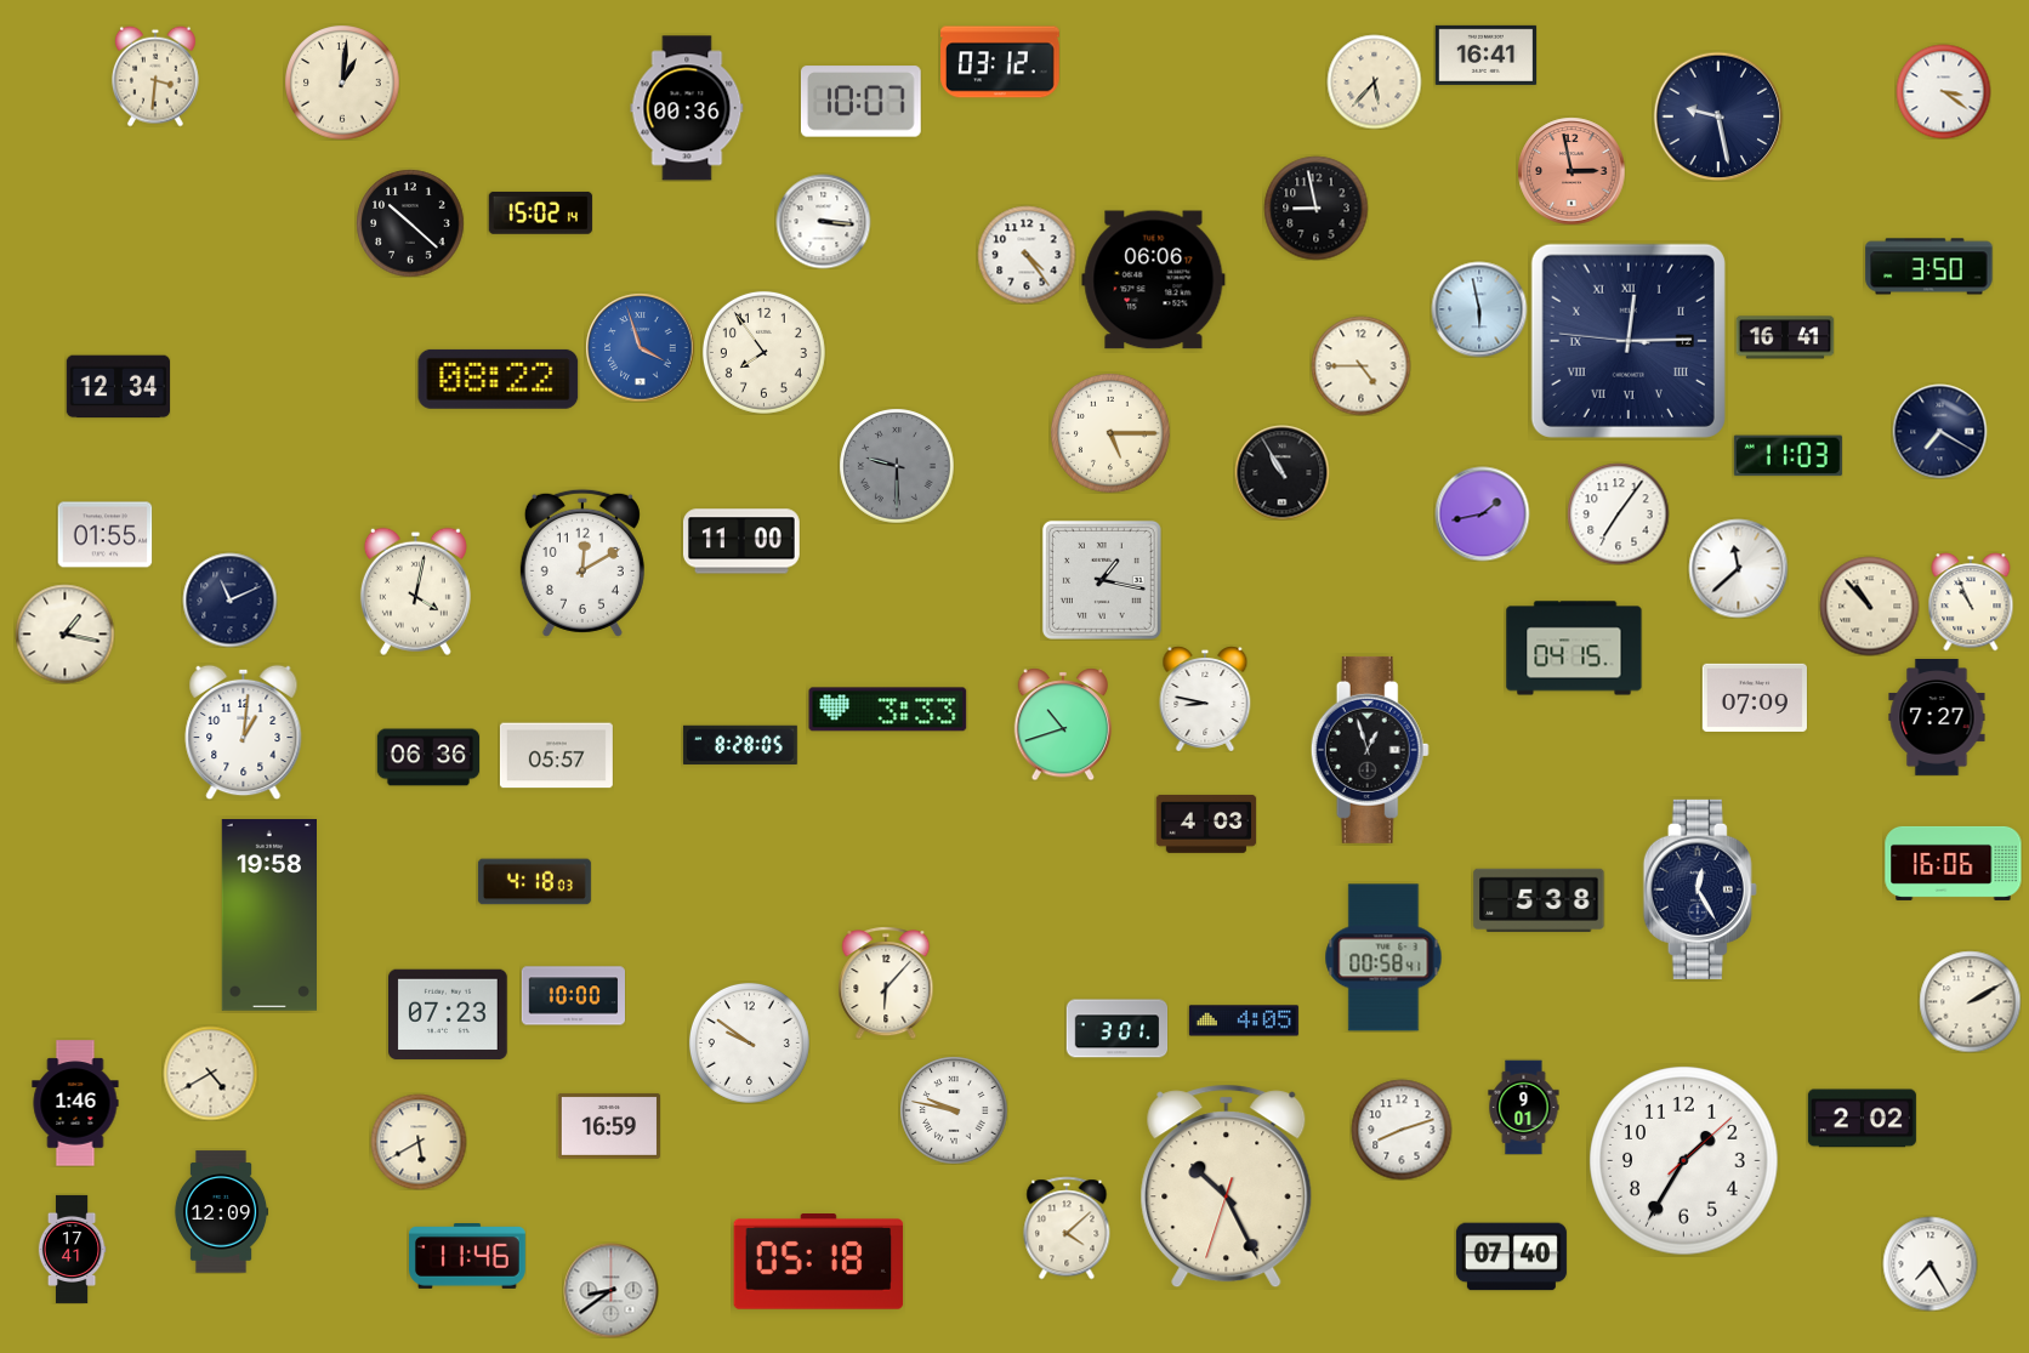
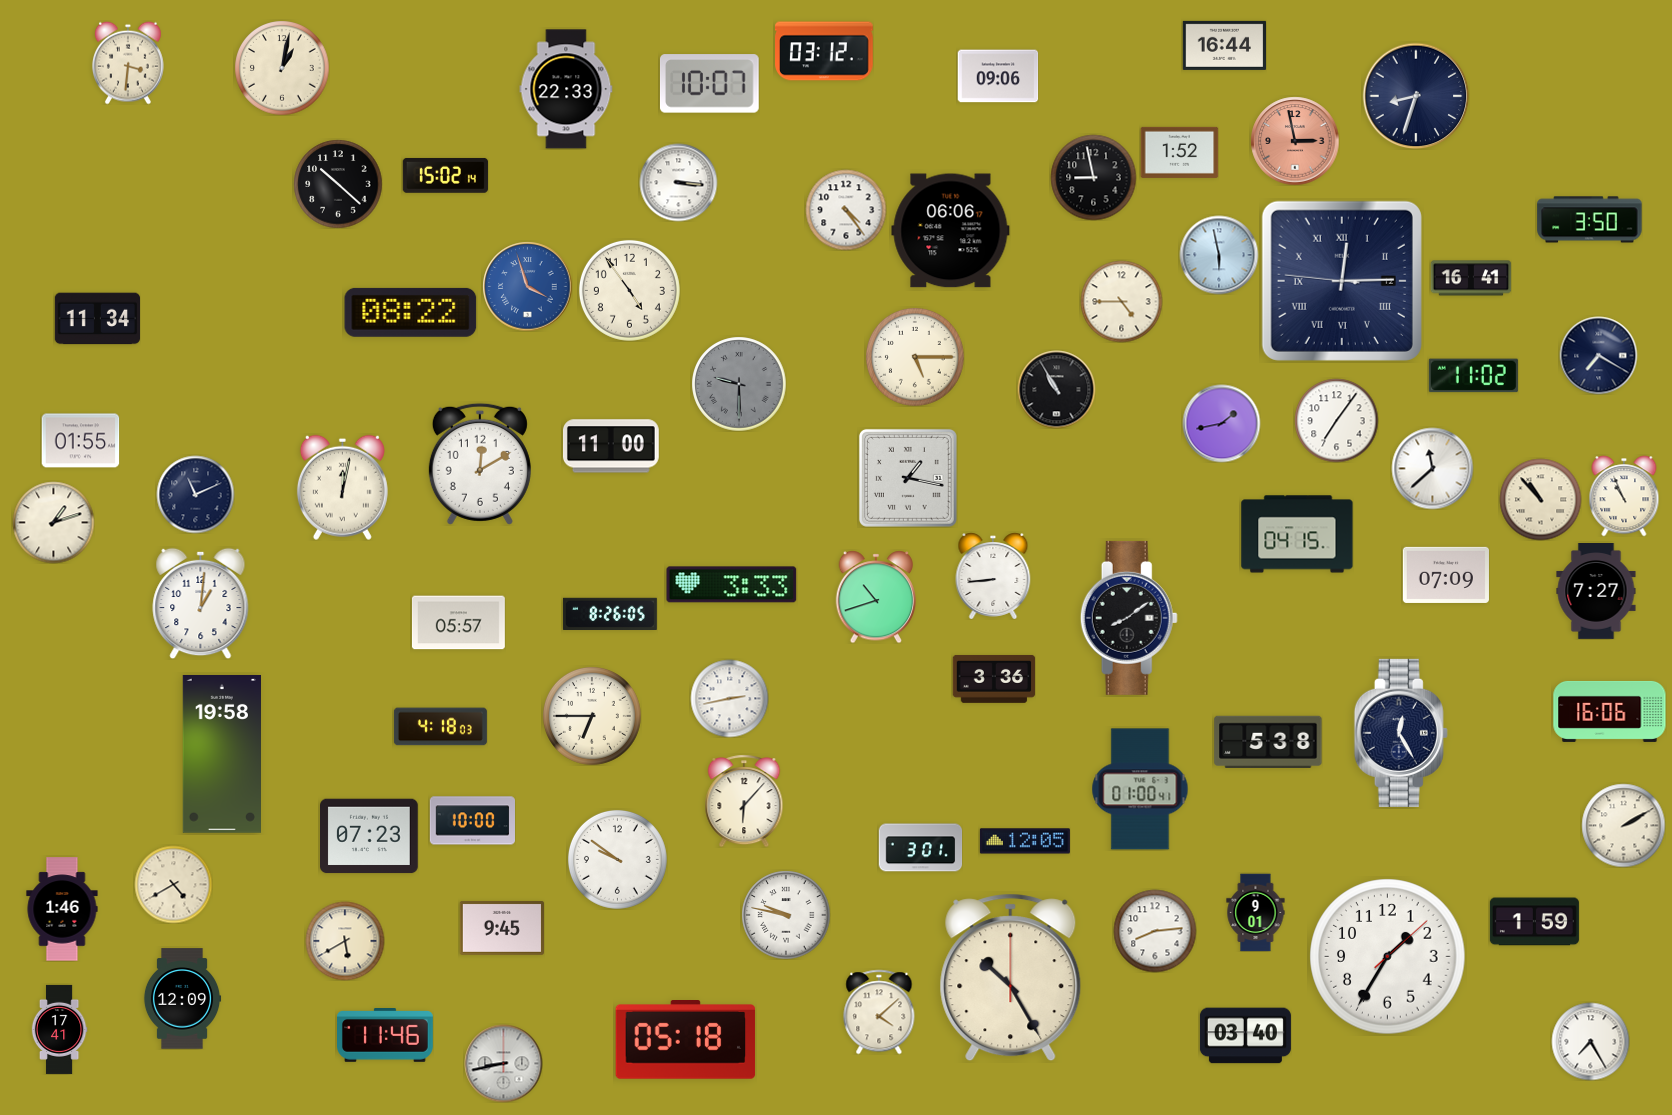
clock at (1485, 55): 16:41 -> 16:44
clock at (1374, 81): 5:37 -> none
clock at (342, 83): 1:01 -> 1:02
clock at (1943, 91): 3:21 -> none
clock at (998, 76): none -> 09:06
clock at (687, 108): 00:36 -> 22:33
clock at (1718, 116): 9:28 -> 8:33
clock at (1179, 152): none -> 1:52
clock at (1315, 208) position: (1315, 208) -> (1093, 177)
clock at (763, 352): 7:54 -> 4:54
clock at (118, 387): 12:34 -> 11:34
clock at (1788, 456): 11:03 -> 11:02
clock at (1618, 513) position: (1618, 513) -> (1336, 420)
clock at (104, 535) position: (104, 535) -> (80, 441)
clock at (415, 591): 4:02 -> 12:02
clock at (229, 599) position: (229, 599) -> (195, 494)
clock at (64, 633): 1:17 -> 1:12
clock at (1205, 699): 8:47 -> 8:44
clock at (740, 744): 8:28 -> 8:26
clock at (1370, 750): 12:57 -> 8:09
clock at (428, 757): 06:36 -> none
clock at (1206, 824): 4:03 -> 3:36
clock at (729, 698): none -> 2:43
clock at (592, 716): none -> 6:45
clock at (1383, 957): 00:58 -> 01:00
clock at (886, 983) position: (886, 983) -> (744, 801)
clock at (1244, 1021): 4:05 -> 12:05
clock at (1862, 1119): 2:02 -> 1:59
clock at (608, 1126): 16:59 -> 9:45
clock at (1402, 1130): 8:12 -> 8:14
clock at (1227, 1187): 10:25:33 -> 10:25:00
clock at (1511, 1257): 07:40 -> 03:40
clock at (819, 1262) position: (819, 1262) -> (686, 1040)
clock at (610, 1290): 8:39 -> 8:43
